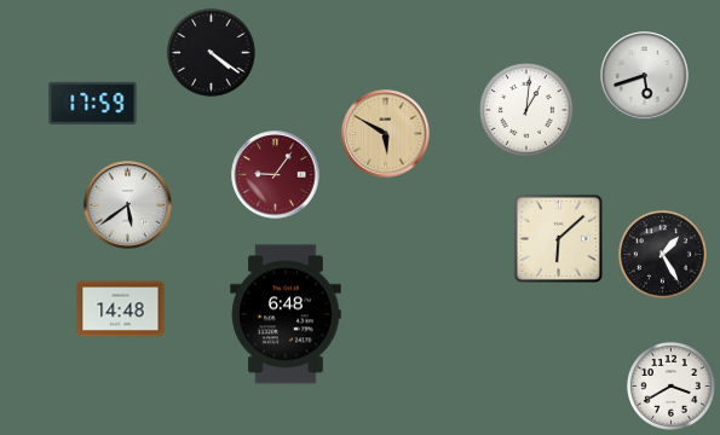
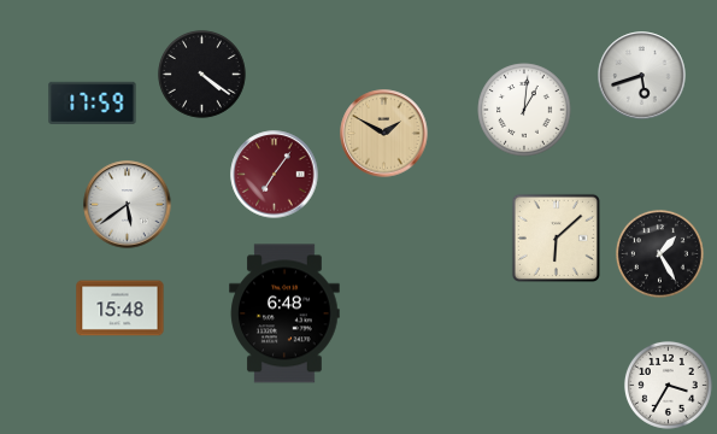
clock at (211, 52) position: (211, 52) -> (201, 74)
clock at (386, 134): 5:50 -> 1:50
clock at (276, 175): 9:06 -> 7:06
clock at (121, 309): 14:48 -> 15:48
clock at (670, 385): 3:40 -> 3:35
